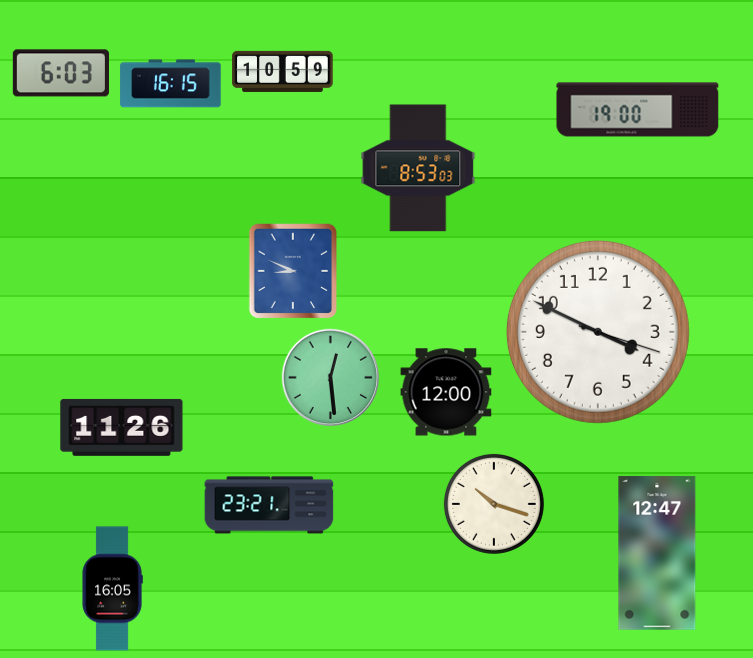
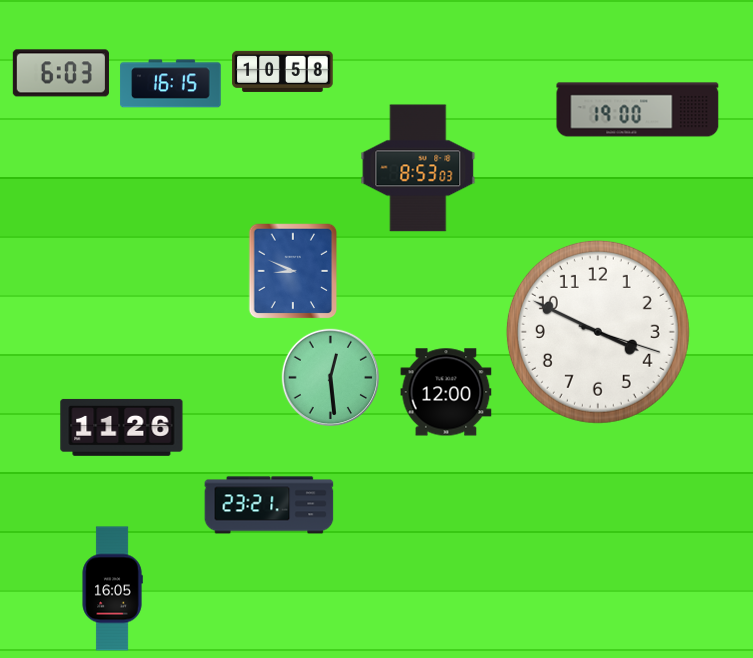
clock at (283, 71): 10:59 -> 10:58
clock at (494, 504): 10:18 -> none
clock at (657, 553): 12:47 -> none
